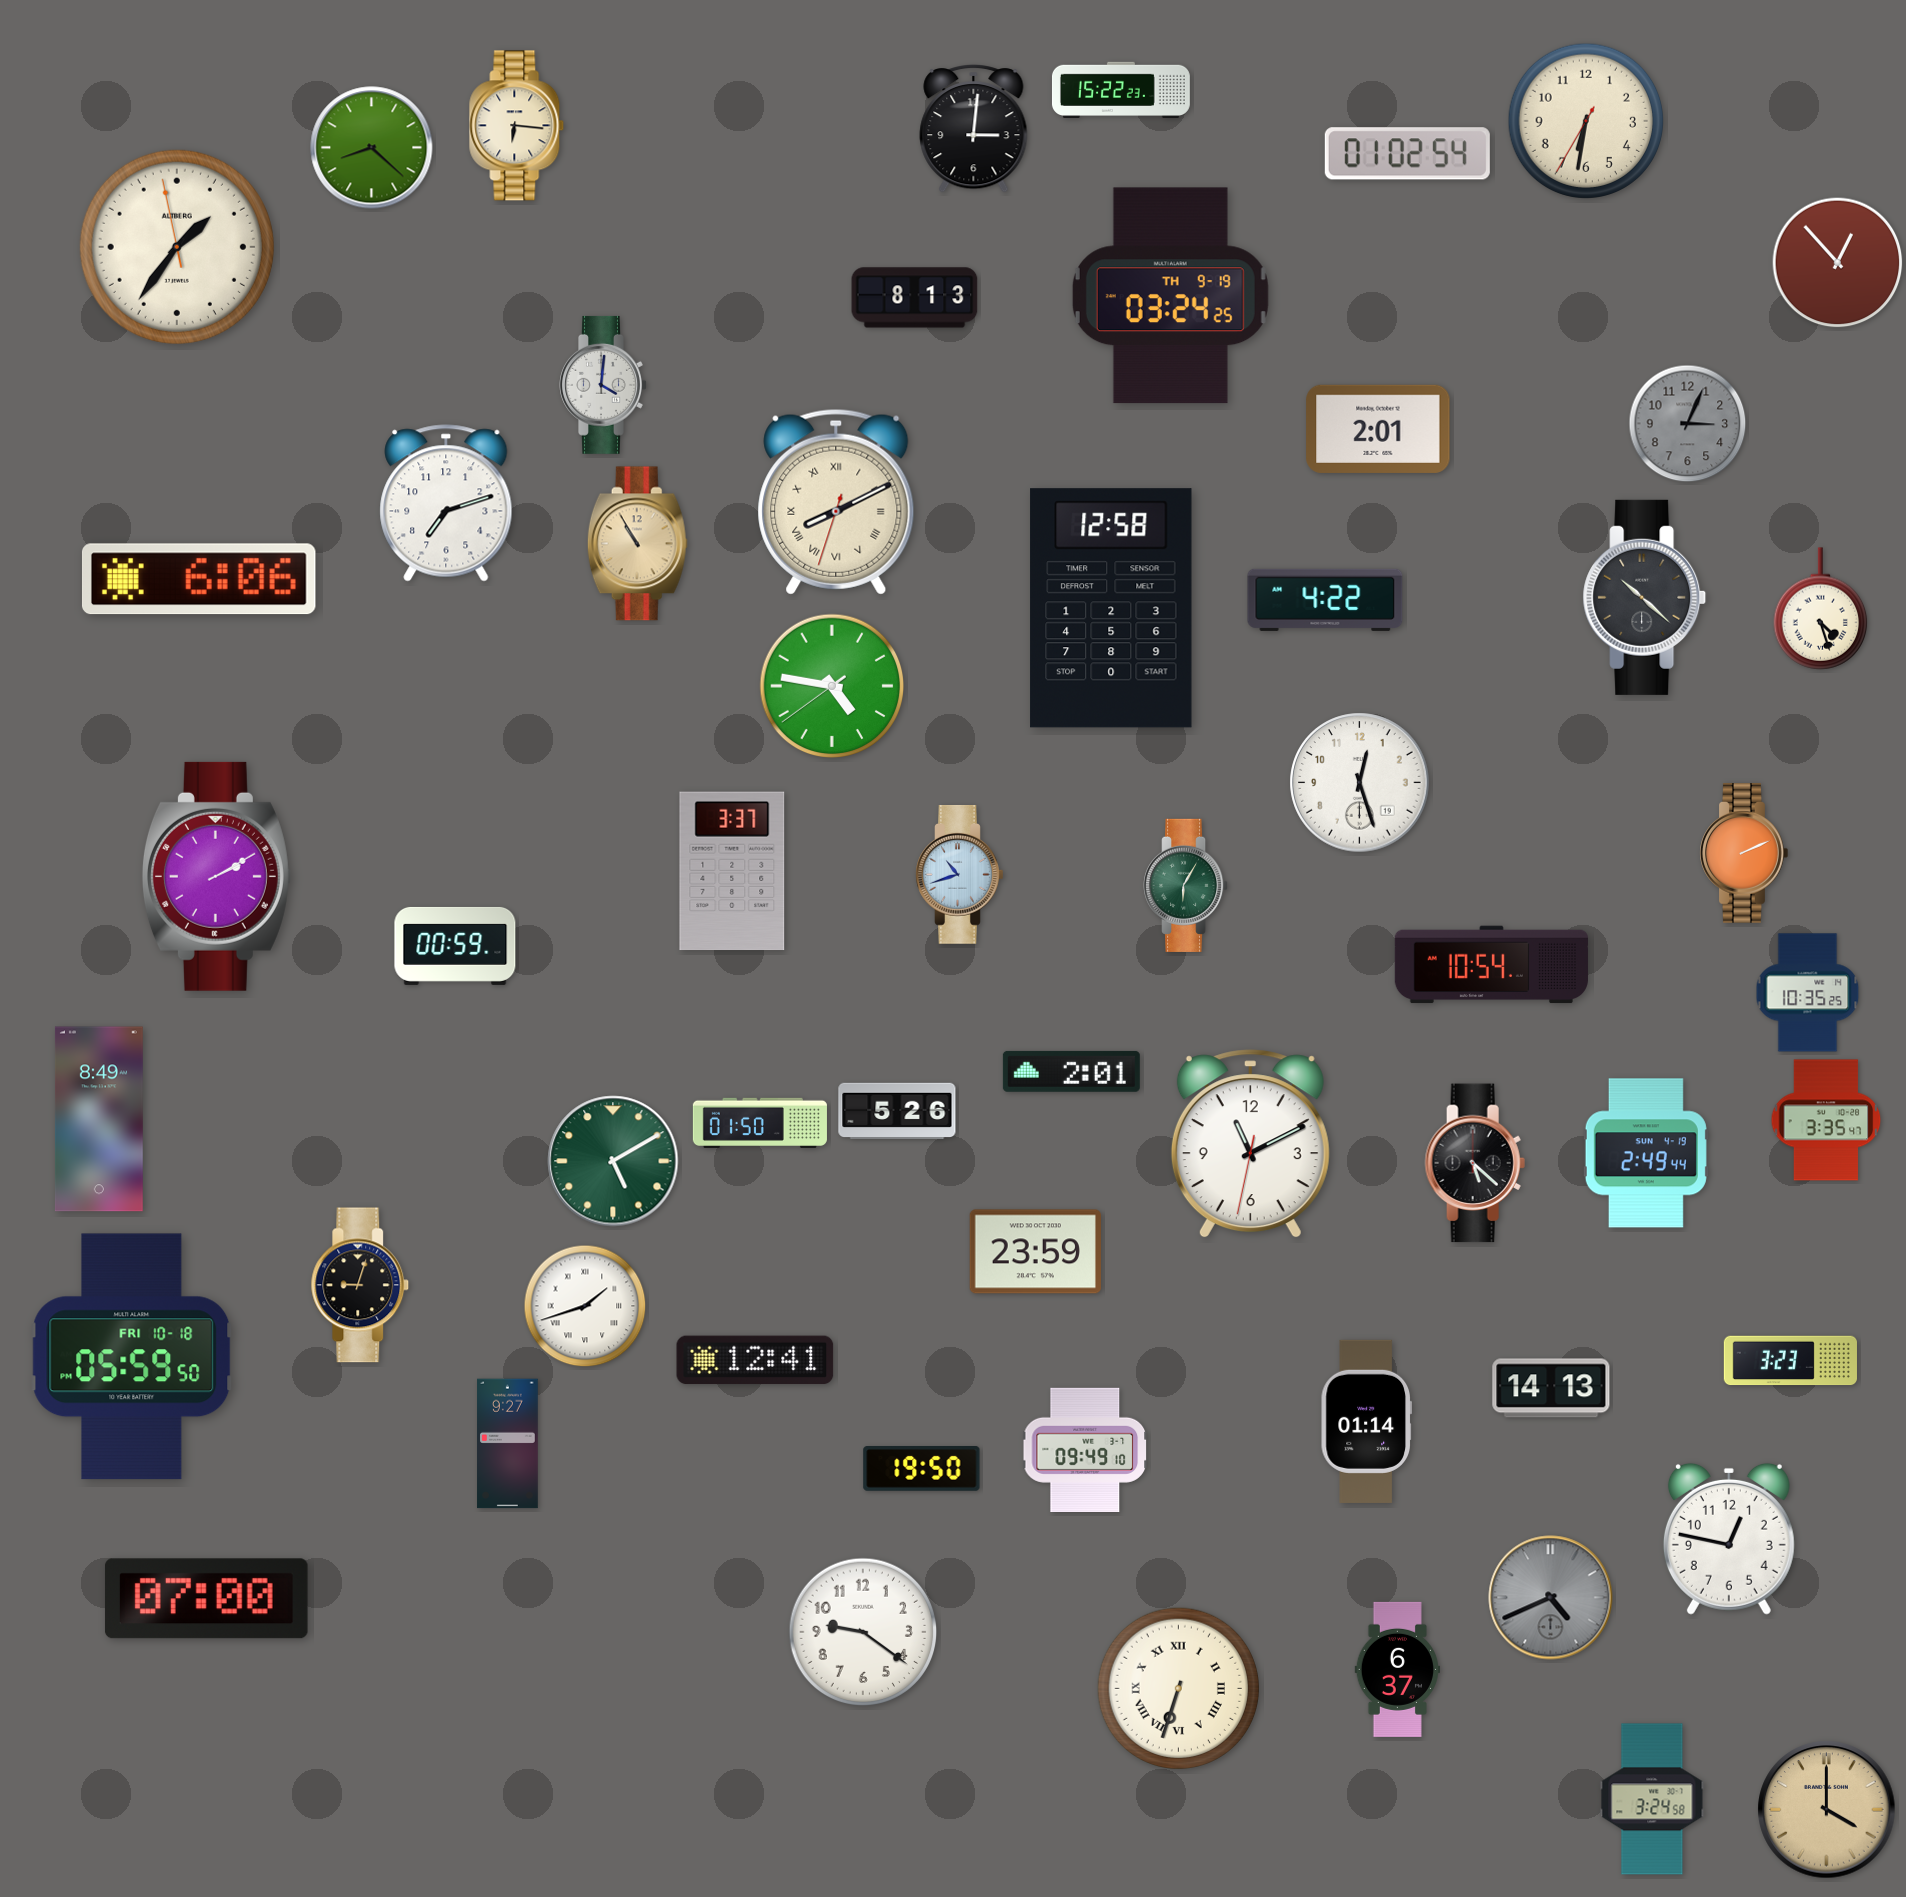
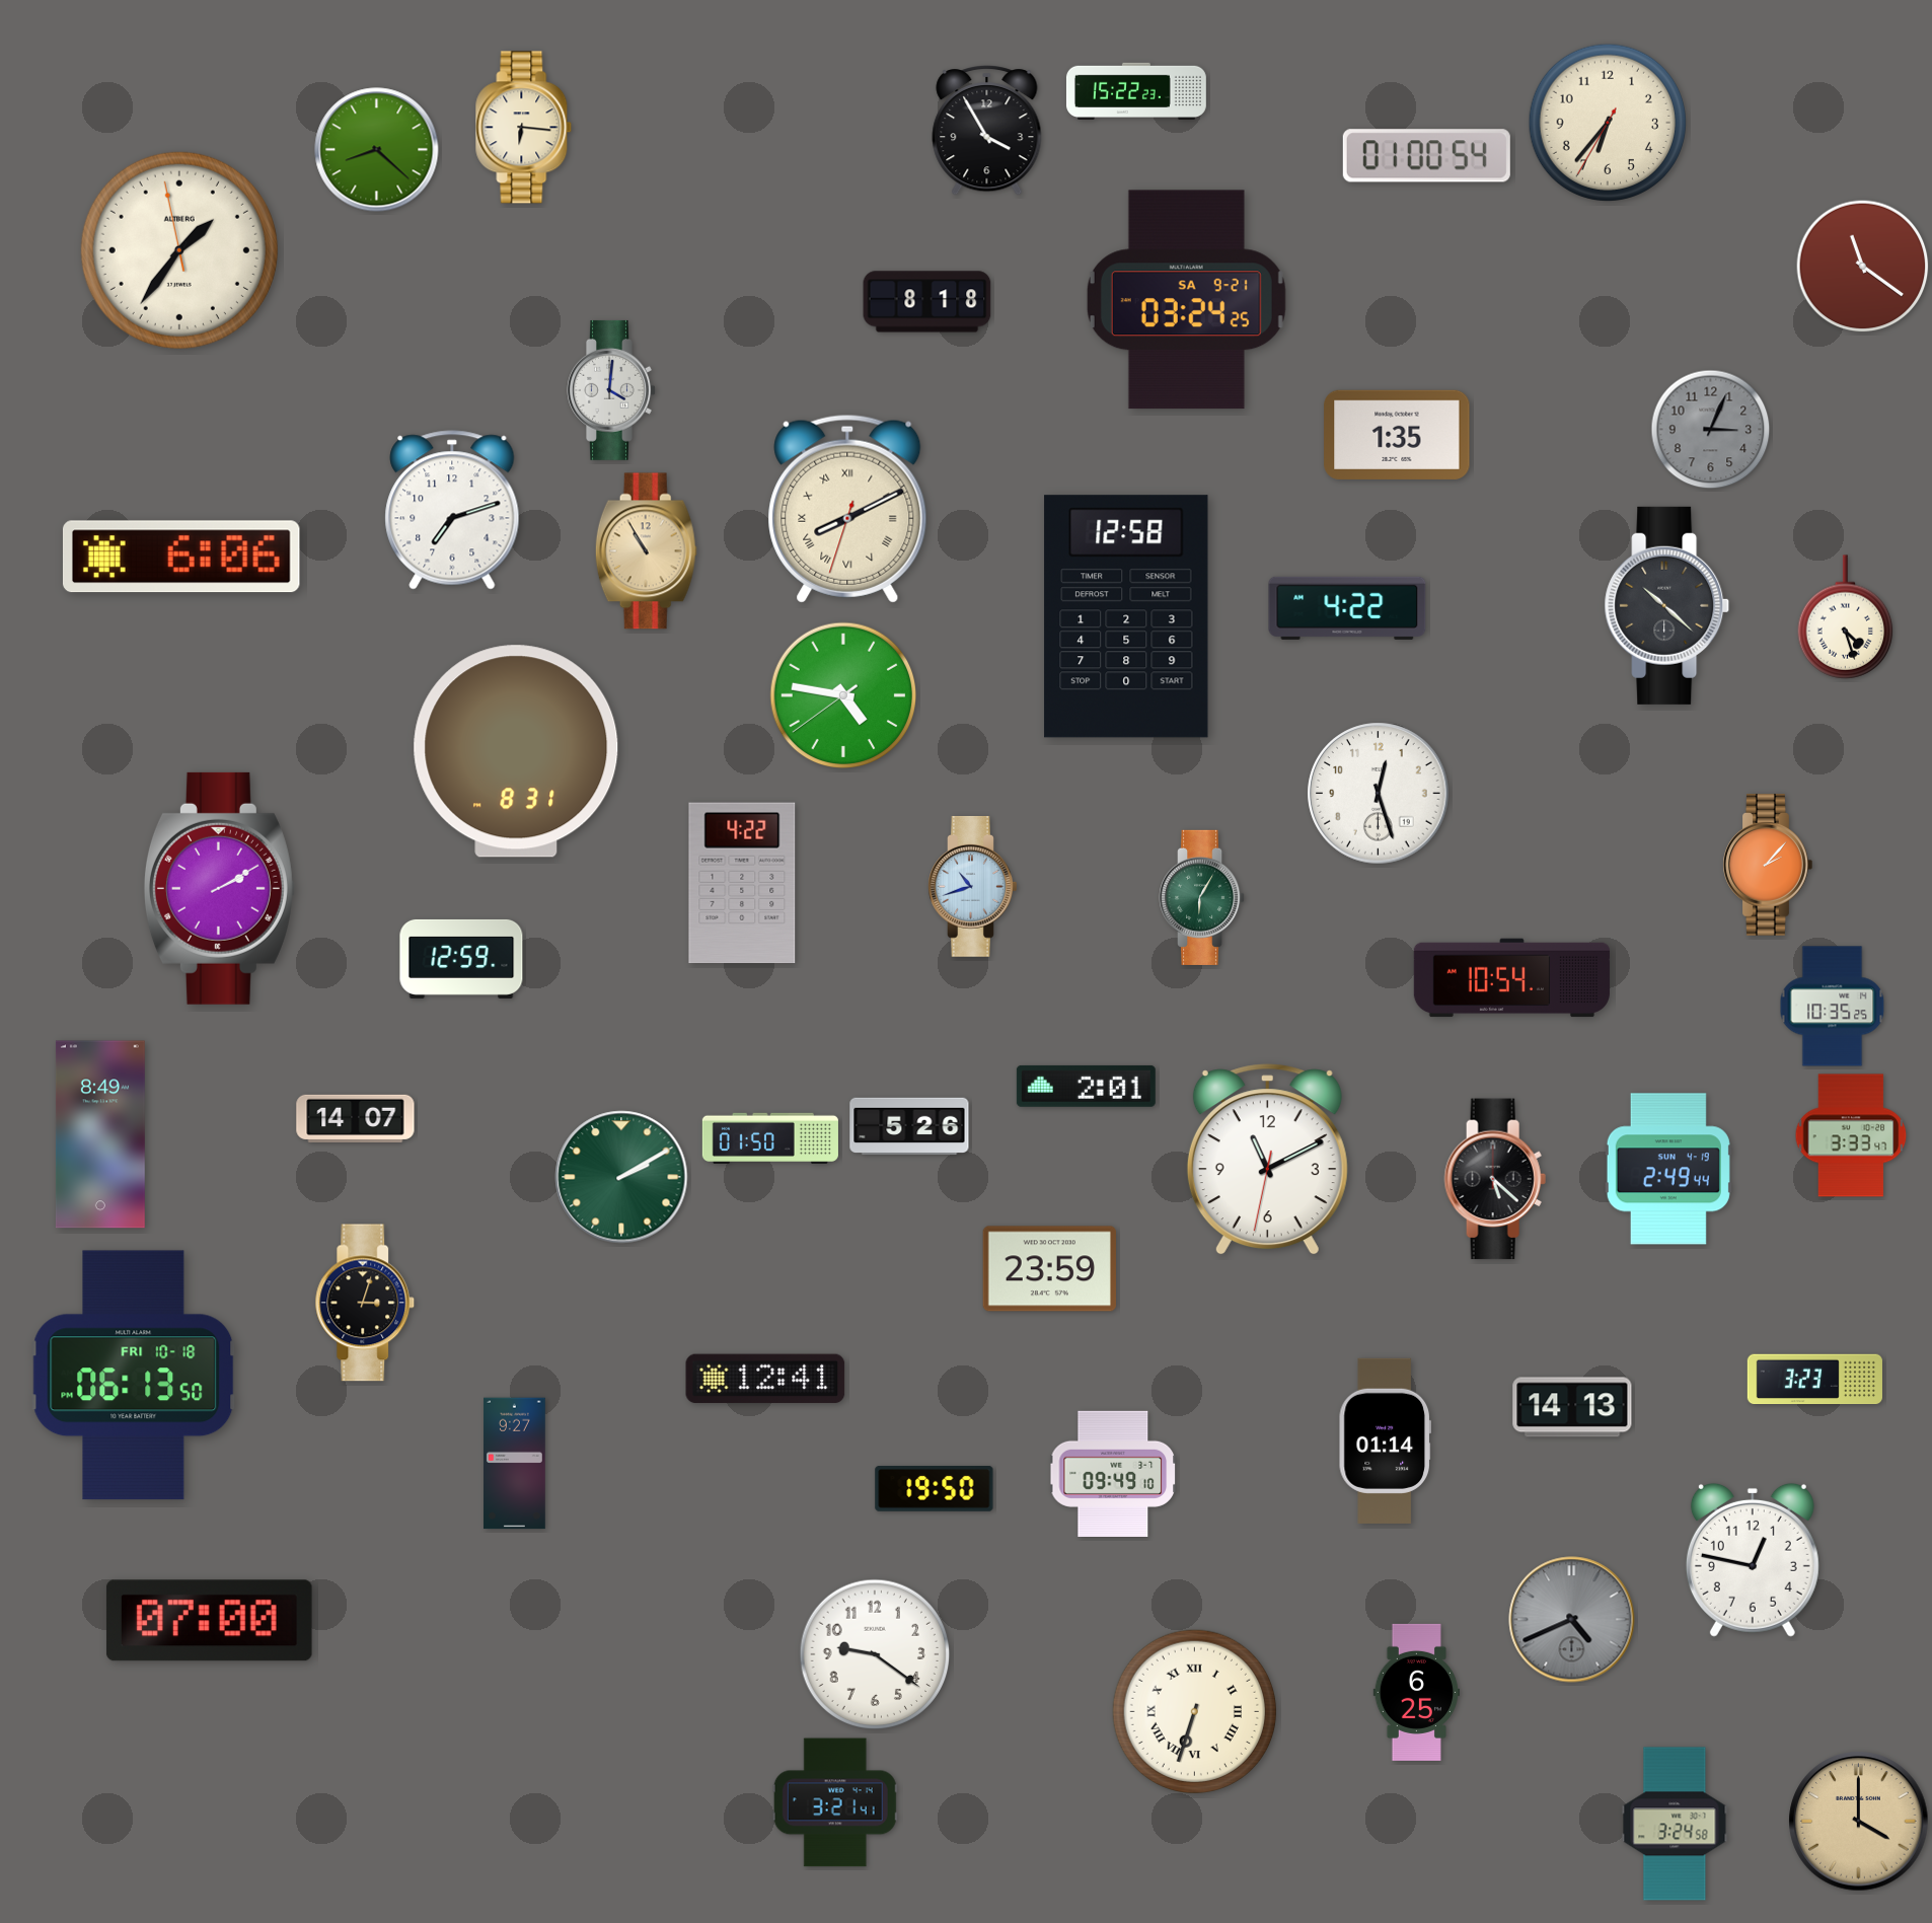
clock at (1585, 120): 6:31 -> 6:36
clock at (974, 129): 3:01 -> 3:55
clock at (1407, 154): 01:02 -> 01:00
clock at (1838, 263): 12:53 -> 11:21
clock at (1170, 296) date: TH 9-19 -> SA 9-21
clock at (915, 298): 8:13 -> 8:18
clock at (1378, 429): 2:01 -> 1:35
clock at (199, 579) position: (199, 579) -> (181, 557)
clock at (1325, 600) position: (1325, 600) -> (1347, 608)
clock at (516, 751): none -> 8:31
clock at (1744, 854): 2:11 -> 2:07
clock at (732, 871): 3:37 -> 4:22
clock at (455, 946): 00:59 -> 12:59
clock at (356, 1118): none -> 14:07
clock at (1826, 1120): 3:35 -> 3:33
clock at (613, 1161): 5:10 -> 2:10
clock at (360, 1285): 9:03 -> 3:03
clock at (585, 1306): 1:42 -> none
clock at (132, 1357): 05:59 -> 06:13
clock at (1085, 1450) position: (1085, 1450) -> (1113, 1474)
clock at (1397, 1669): 6:37 -> 6:25
clock at (835, 1802): none -> 3:21
clock at (1827, 1810) position: (1827, 1810) -> (1859, 1822)
